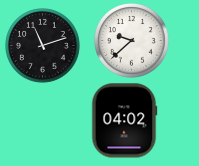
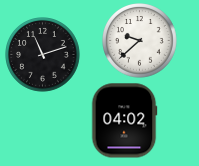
clock at (132, 41) position: (132, 41) -> (140, 41)
clock at (43, 46) position: (43, 46) -> (43, 55)
